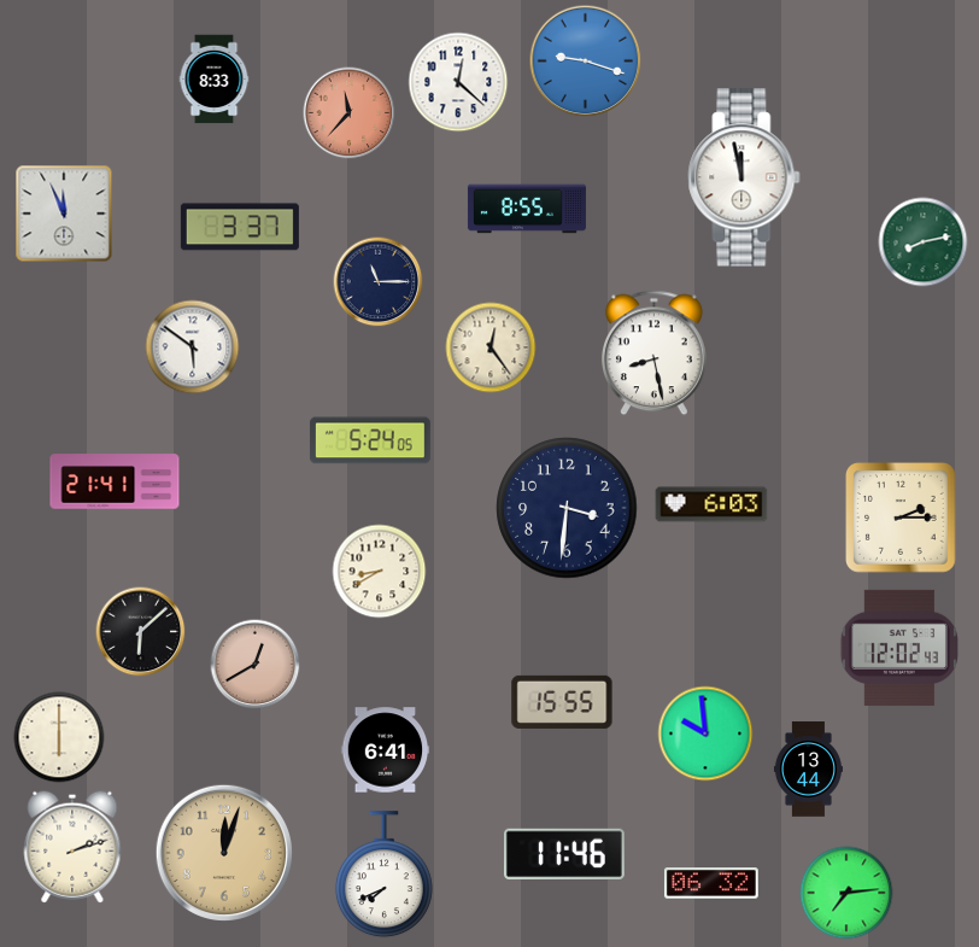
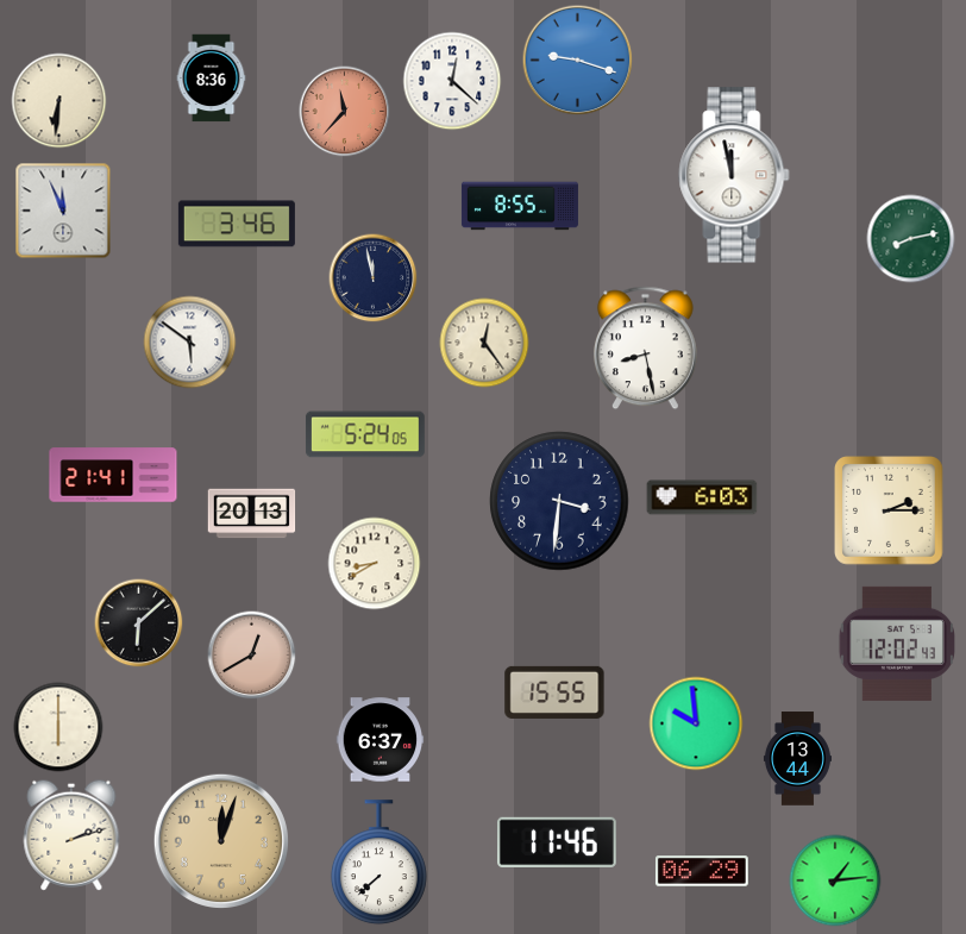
clock at (215, 80): 8:33 -> 8:36
clock at (59, 101): none -> 6:31
clock at (240, 227): 3:37 -> 3:46
clock at (379, 282): 11:15 -> 11:58
clock at (252, 514): none -> 20:13
clock at (898, 648) position: (898, 648) -> (896, 644)
clock at (386, 750): 6:41 -> 6:37
clock at (383, 875): 7:41 -> 7:38
clock at (711, 883): 06:32 -> 06:29
clock at (846, 893): 7:14 -> 1:14
